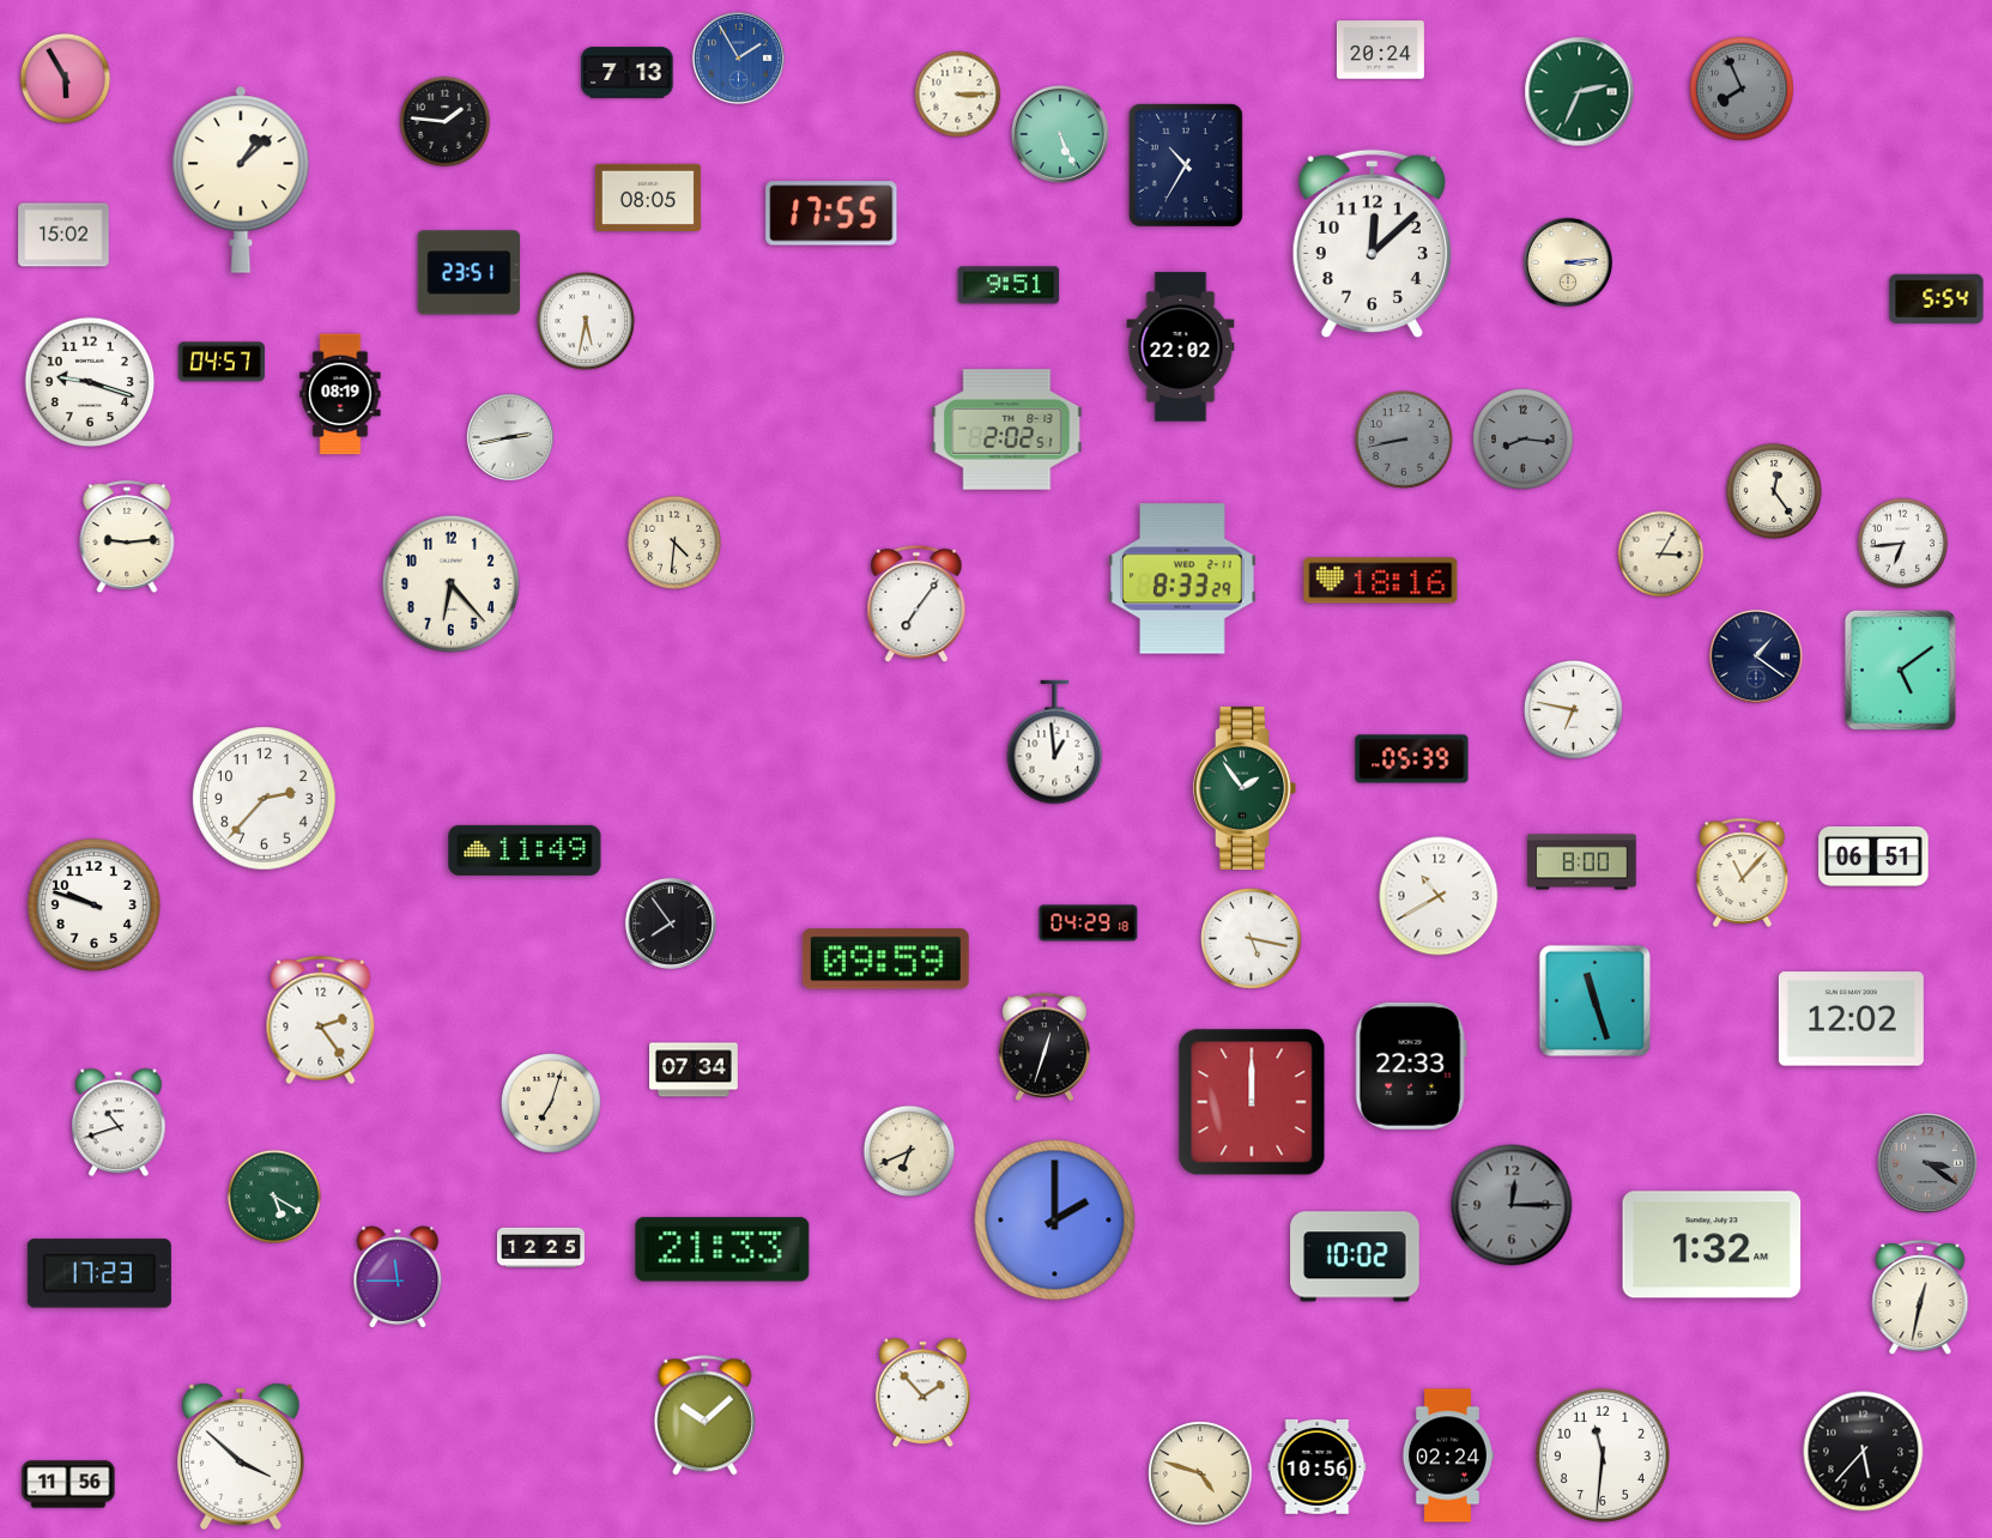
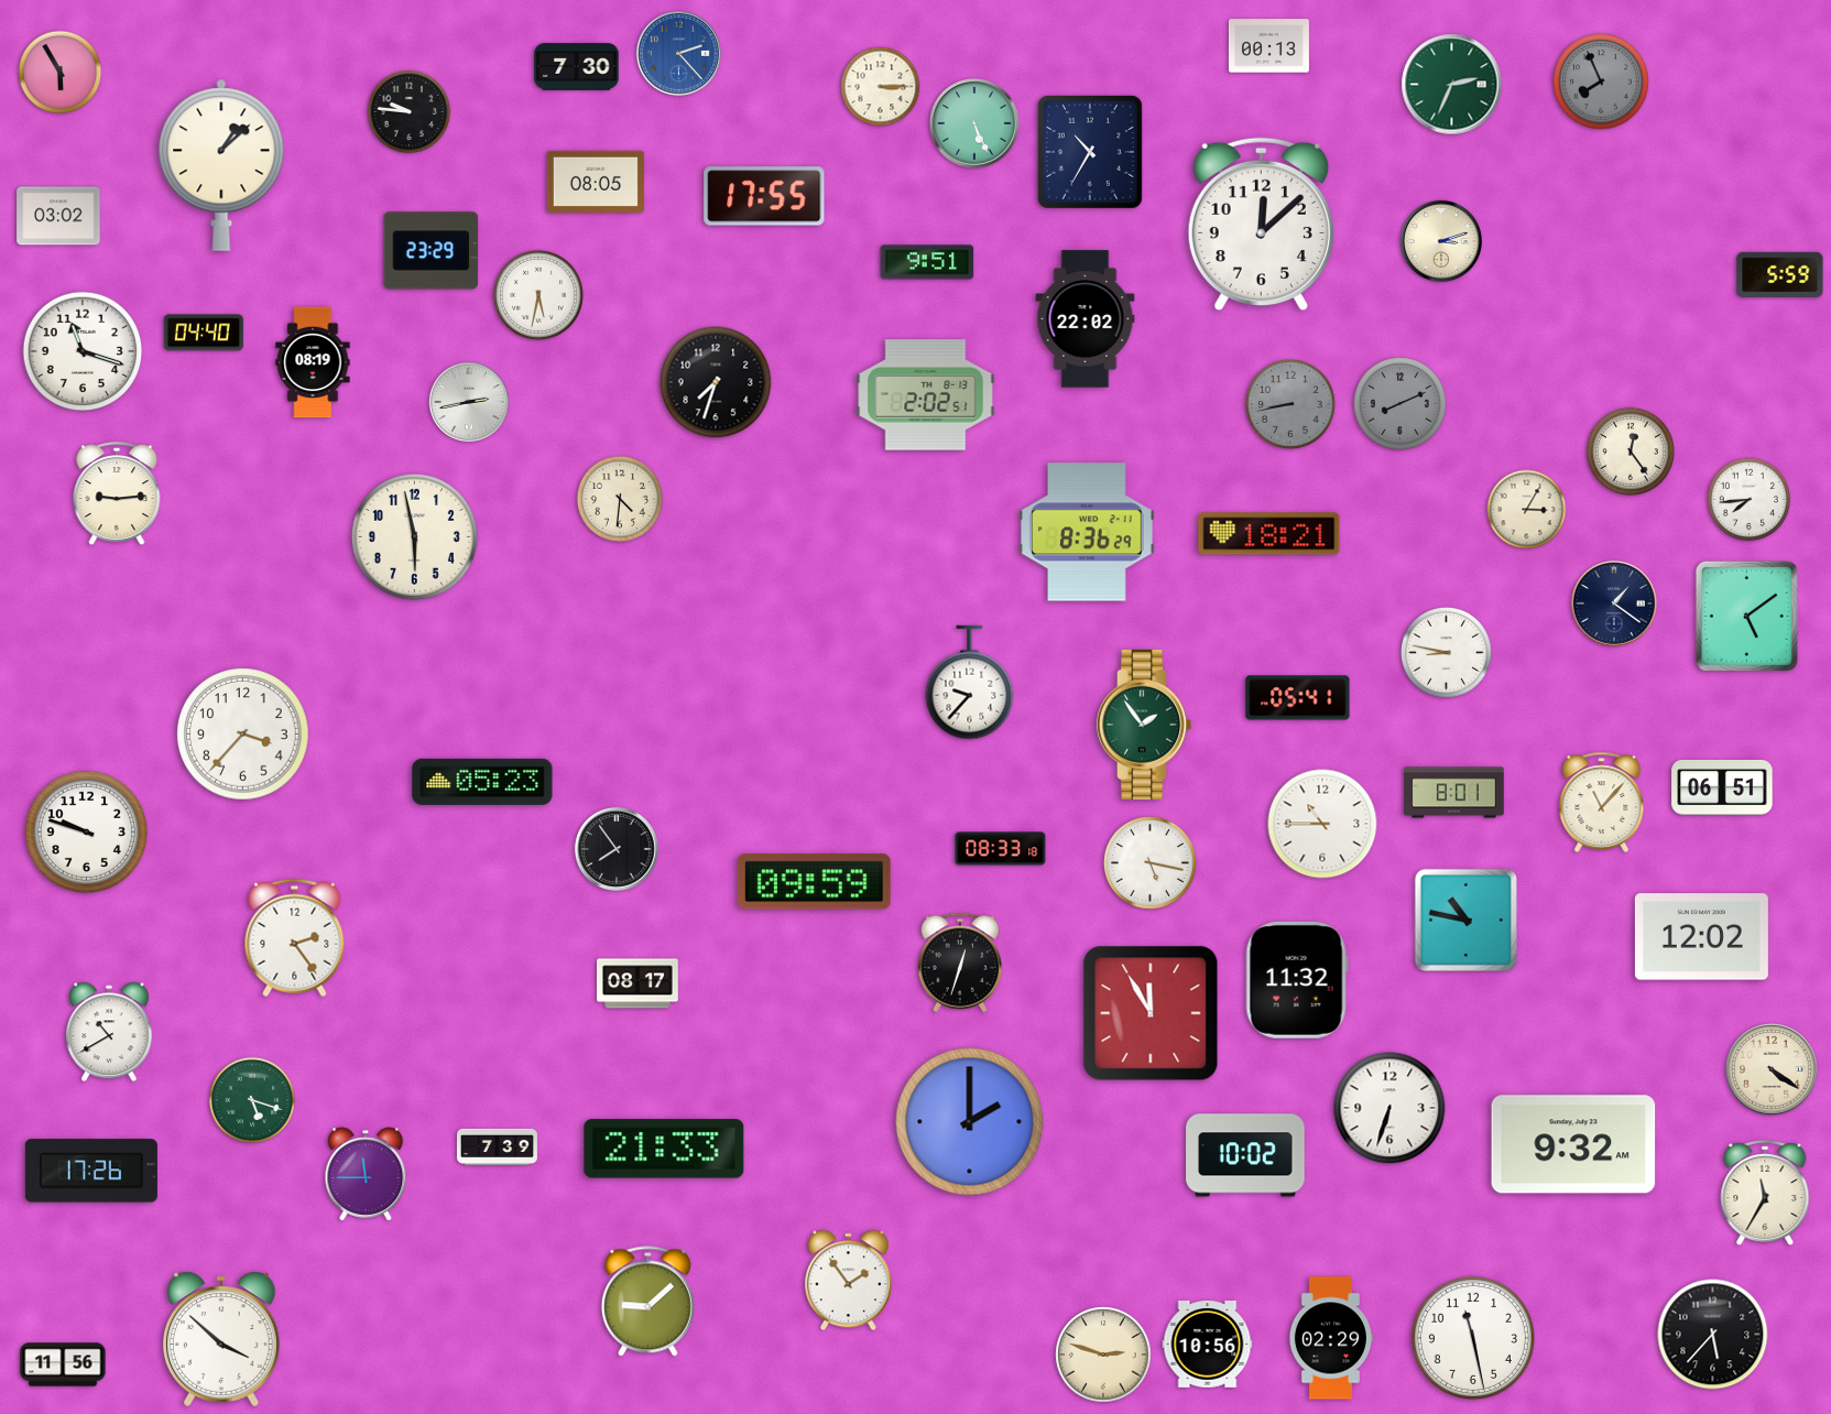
clock at (1380, 50): 20:24 -> 00:13
clock at (738, 57): 1:55 -> 2:23
clock at (628, 73): 7:13 -> 7:30
clock at (446, 122): 1:46 -> 9:46
clock at (63, 235): 15:02 -> 03:02
clock at (1568, 262): 3:14 -> 3:12
clock at (470, 273): 23:51 -> 23:29
clock at (1937, 298): 5:54 -> 5:59
clock at (222, 362): 04:57 -> 04:40
clock at (90, 382): 9:18 -> 11:18
clock at (716, 382): none -> 7:33
clock at (1524, 440): 8:16 -> 8:11
clock at (1903, 544): 6:44 -> 7:44
clock at (1182, 579): 8:33 -> 8:36
clock at (1381, 581): 18:16 -> 18:21
clock at (450, 583): 6:23 -> 5:58
clock at (916, 604): 7:06 -> none
clock at (1573, 709): 6:47 -> 8:47
clock at (1055, 743): 12:59 -> 9:37
clock at (1412, 759): 05:39 -> 05:41
clock at (265, 799): 2:37 -> 3:37
clock at (525, 850): 11:49 -> 05:23
clock at (1582, 862): 8:00 -> 8:01
clock at (1439, 896): 10:40 -> 10:45
clock at (1089, 924): 04:29 -> 08:33
clock at (1594, 1000): 11:27 -> 10:47
clock at (1411, 1066): 22:33 -> 11:32
clock at (695, 1070): 07:34 -> 08:17
clock at (1252, 1102): 12:00 -> 11:55
clock at (551, 1103): 7:03 -> none
clock at (120, 1122): 10:42 -> 10:40
clock at (909, 1151): 6:41 -> none
clock at (1927, 1163): 3:21 -> 4:21
clock at (1927, 1163) dial: grey -> cream
clock at (273, 1195): 5:20 -> 5:18
clock at (1512, 1205): 12:15 -> 6:33
clock at (1512, 1205) dial: grey -> white
clock at (1712, 1245): 1:32 -> 9:32
clock at (540, 1247): 12:25 -> 7:39
clock at (99, 1273): 17:23 -> 17:26
clock at (1920, 1297): 12:32 -> 11:35
clock at (922, 1393): 1:53 -> 1:54
clock at (704, 1416): 10:08 -> 9:08
clock at (1447, 1455): 02:24 -> 02:29
clock at (1603, 1455): 11:31 -> 11:28
clock at (1318, 1467) position: (1318, 1467) -> (1208, 1345)
clock at (1200, 1473): 4:48 -> 2:48
